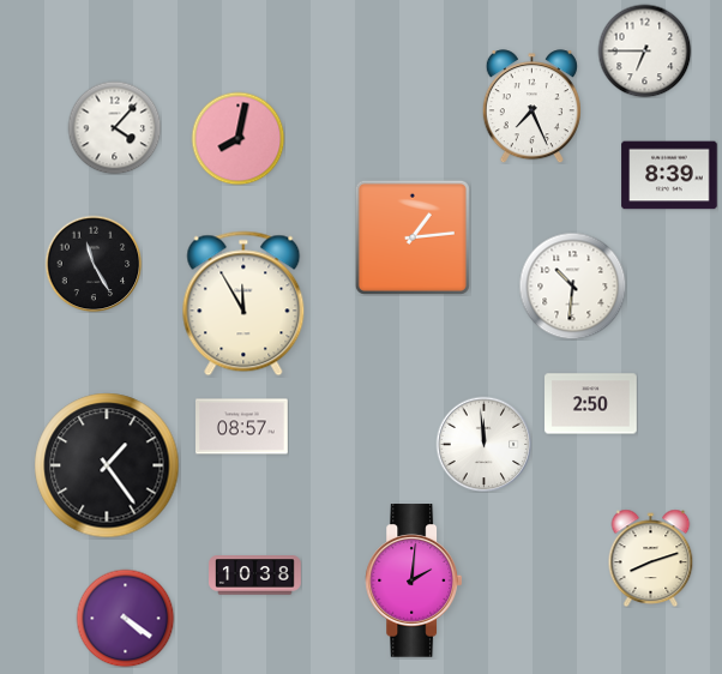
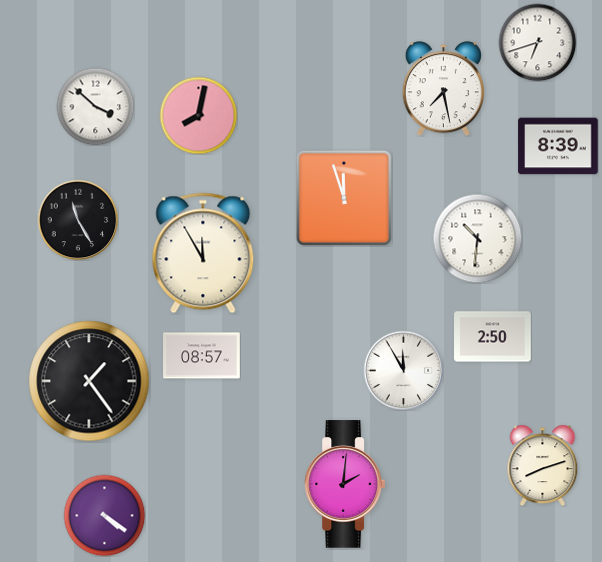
clock at (644, 50): 6:45 -> 6:42
clock at (531, 107): 7:26 -> 7:28
clock at (114, 127): 4:07 -> 3:52
clock at (413, 237): 1:14 -> 11:57
clock at (483, 444): 11:59 -> 11:55
clock at (107, 465) position: (107, 465) -> (89, 381)
clock at (255, 576): 10:38 -> none
